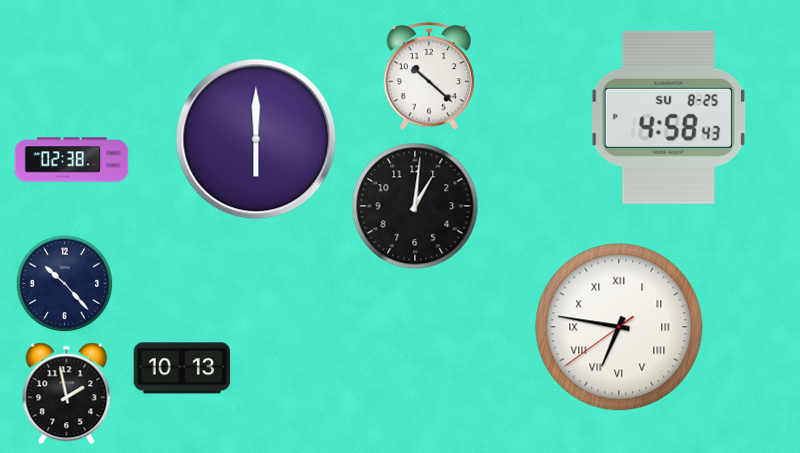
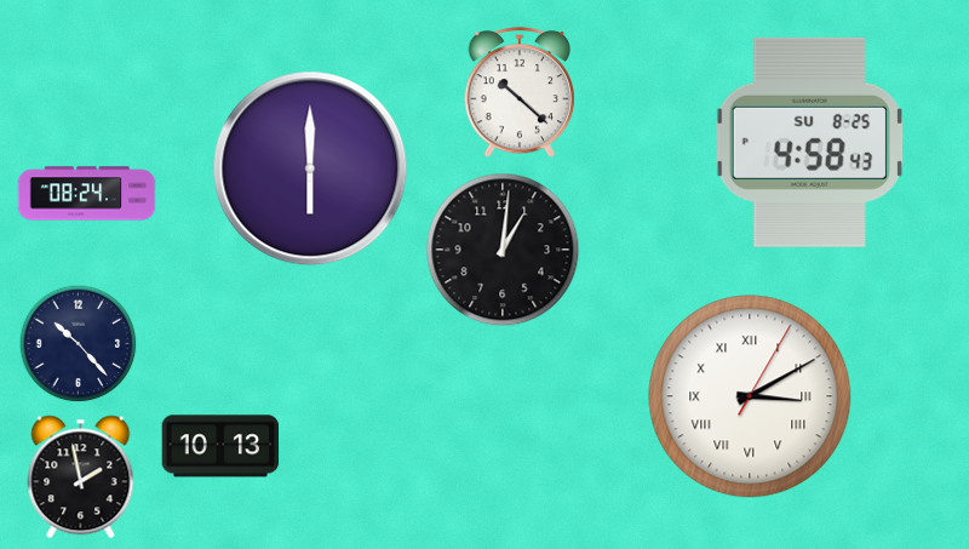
clock at (72, 160): 02:38 -> 08:24
clock at (619, 327): 6:46 -> 3:10
